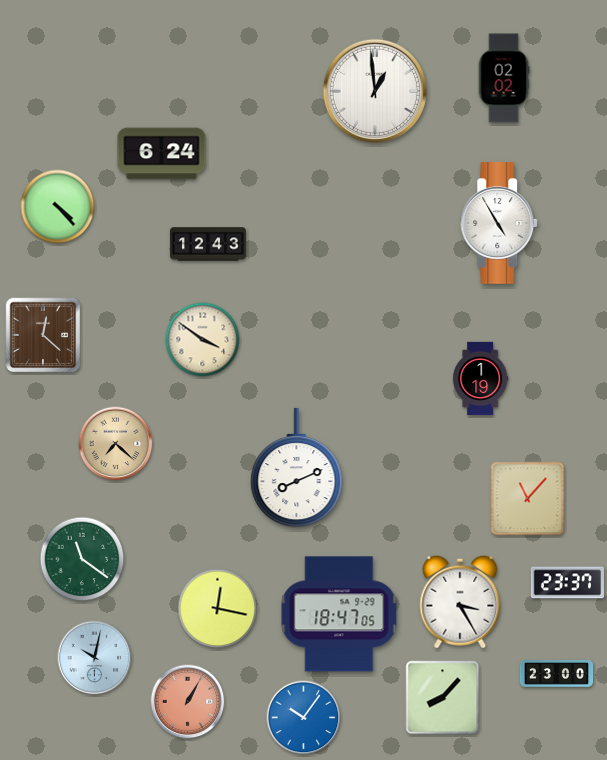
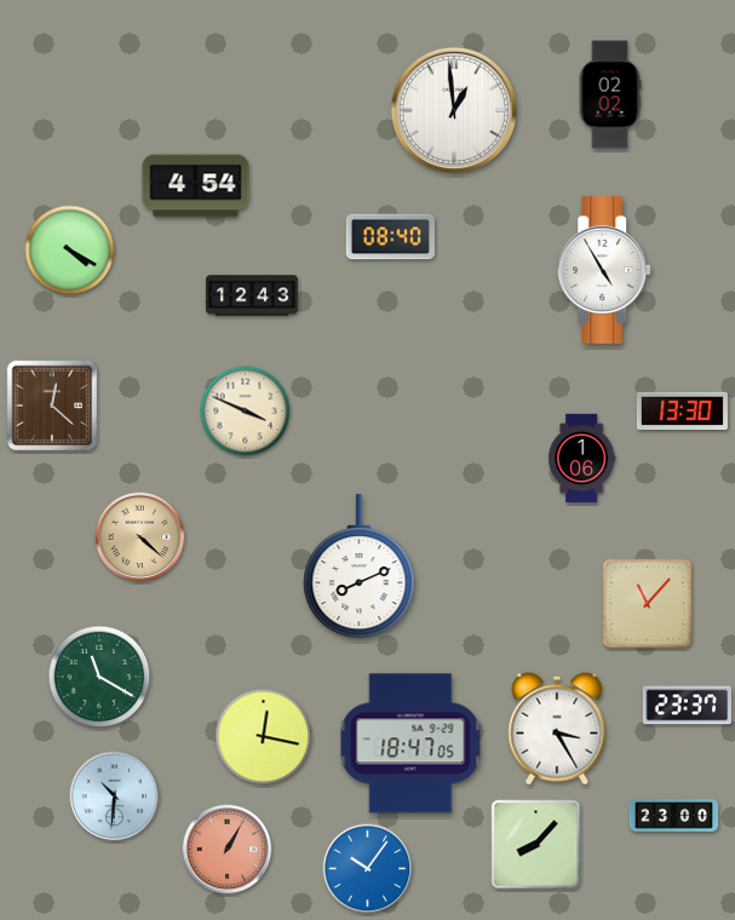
clock at (162, 154): 6:24 -> 4:54
clock at (390, 237): none -> 08:40
clock at (58, 207): 4:23 -> 4:20
clock at (682, 410): none -> 13:30
clock at (203, 340): 3:51 -> 3:49
clock at (481, 379): 1:19 -> 1:06
clock at (116, 444): 7:22 -> 4:22
clock at (528, 499) position: (528, 499) -> (648, 604)
clock at (82, 559): 11:21 -> 11:20
clock at (95, 658): 10:02 -> 10:31
